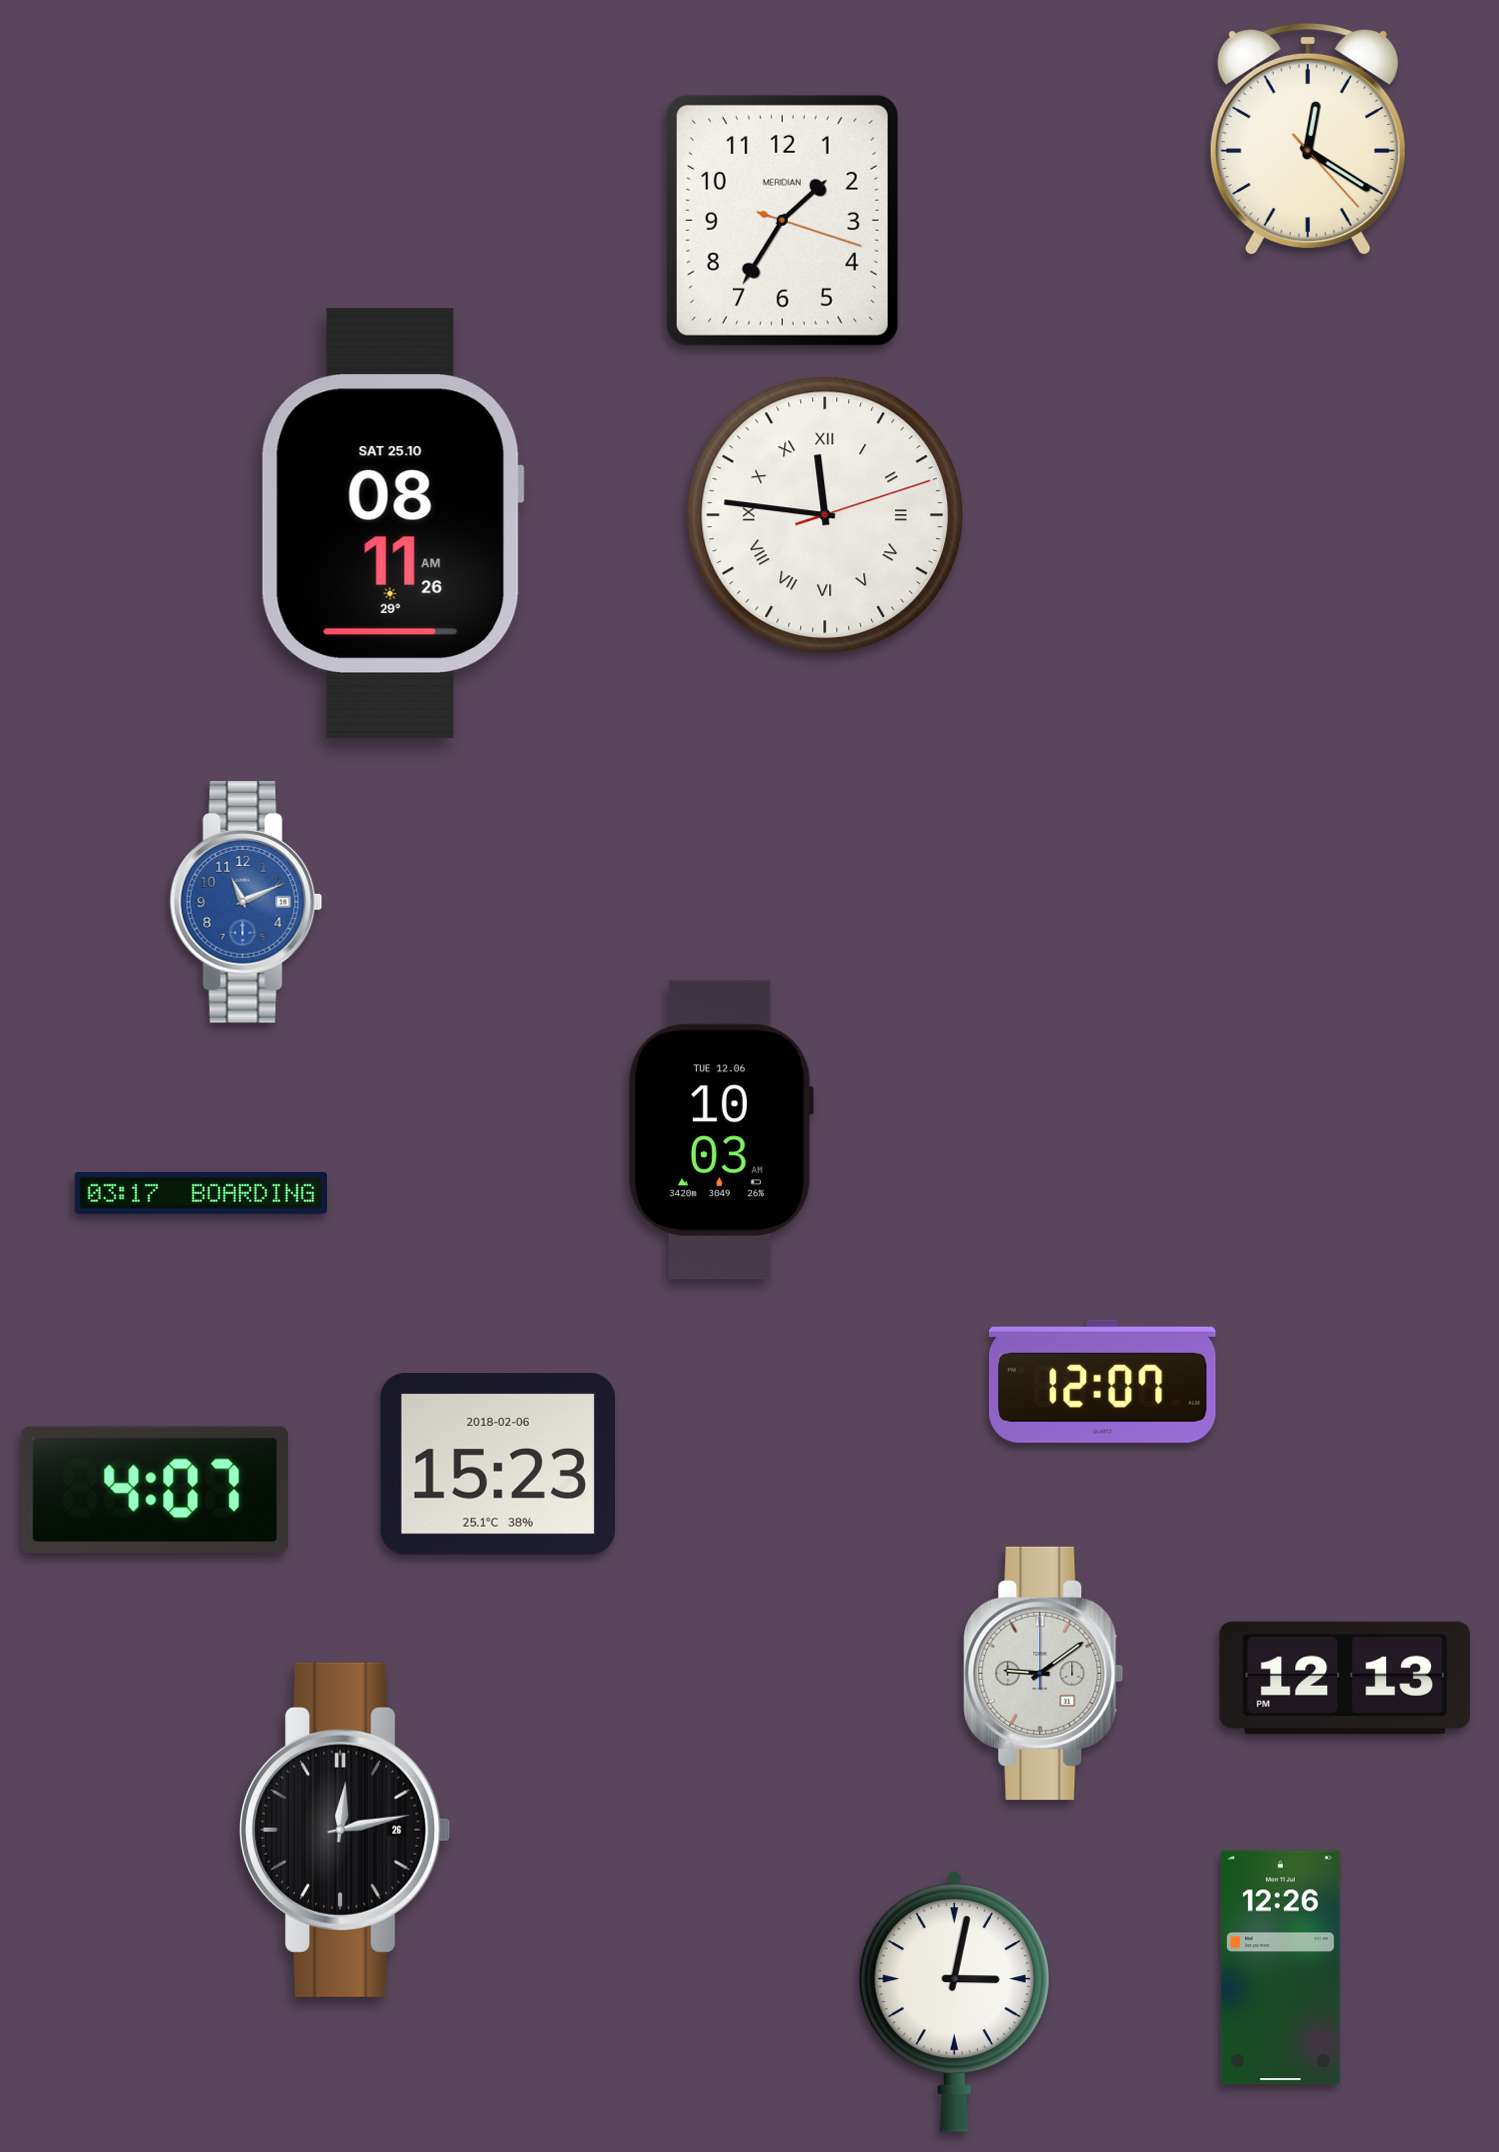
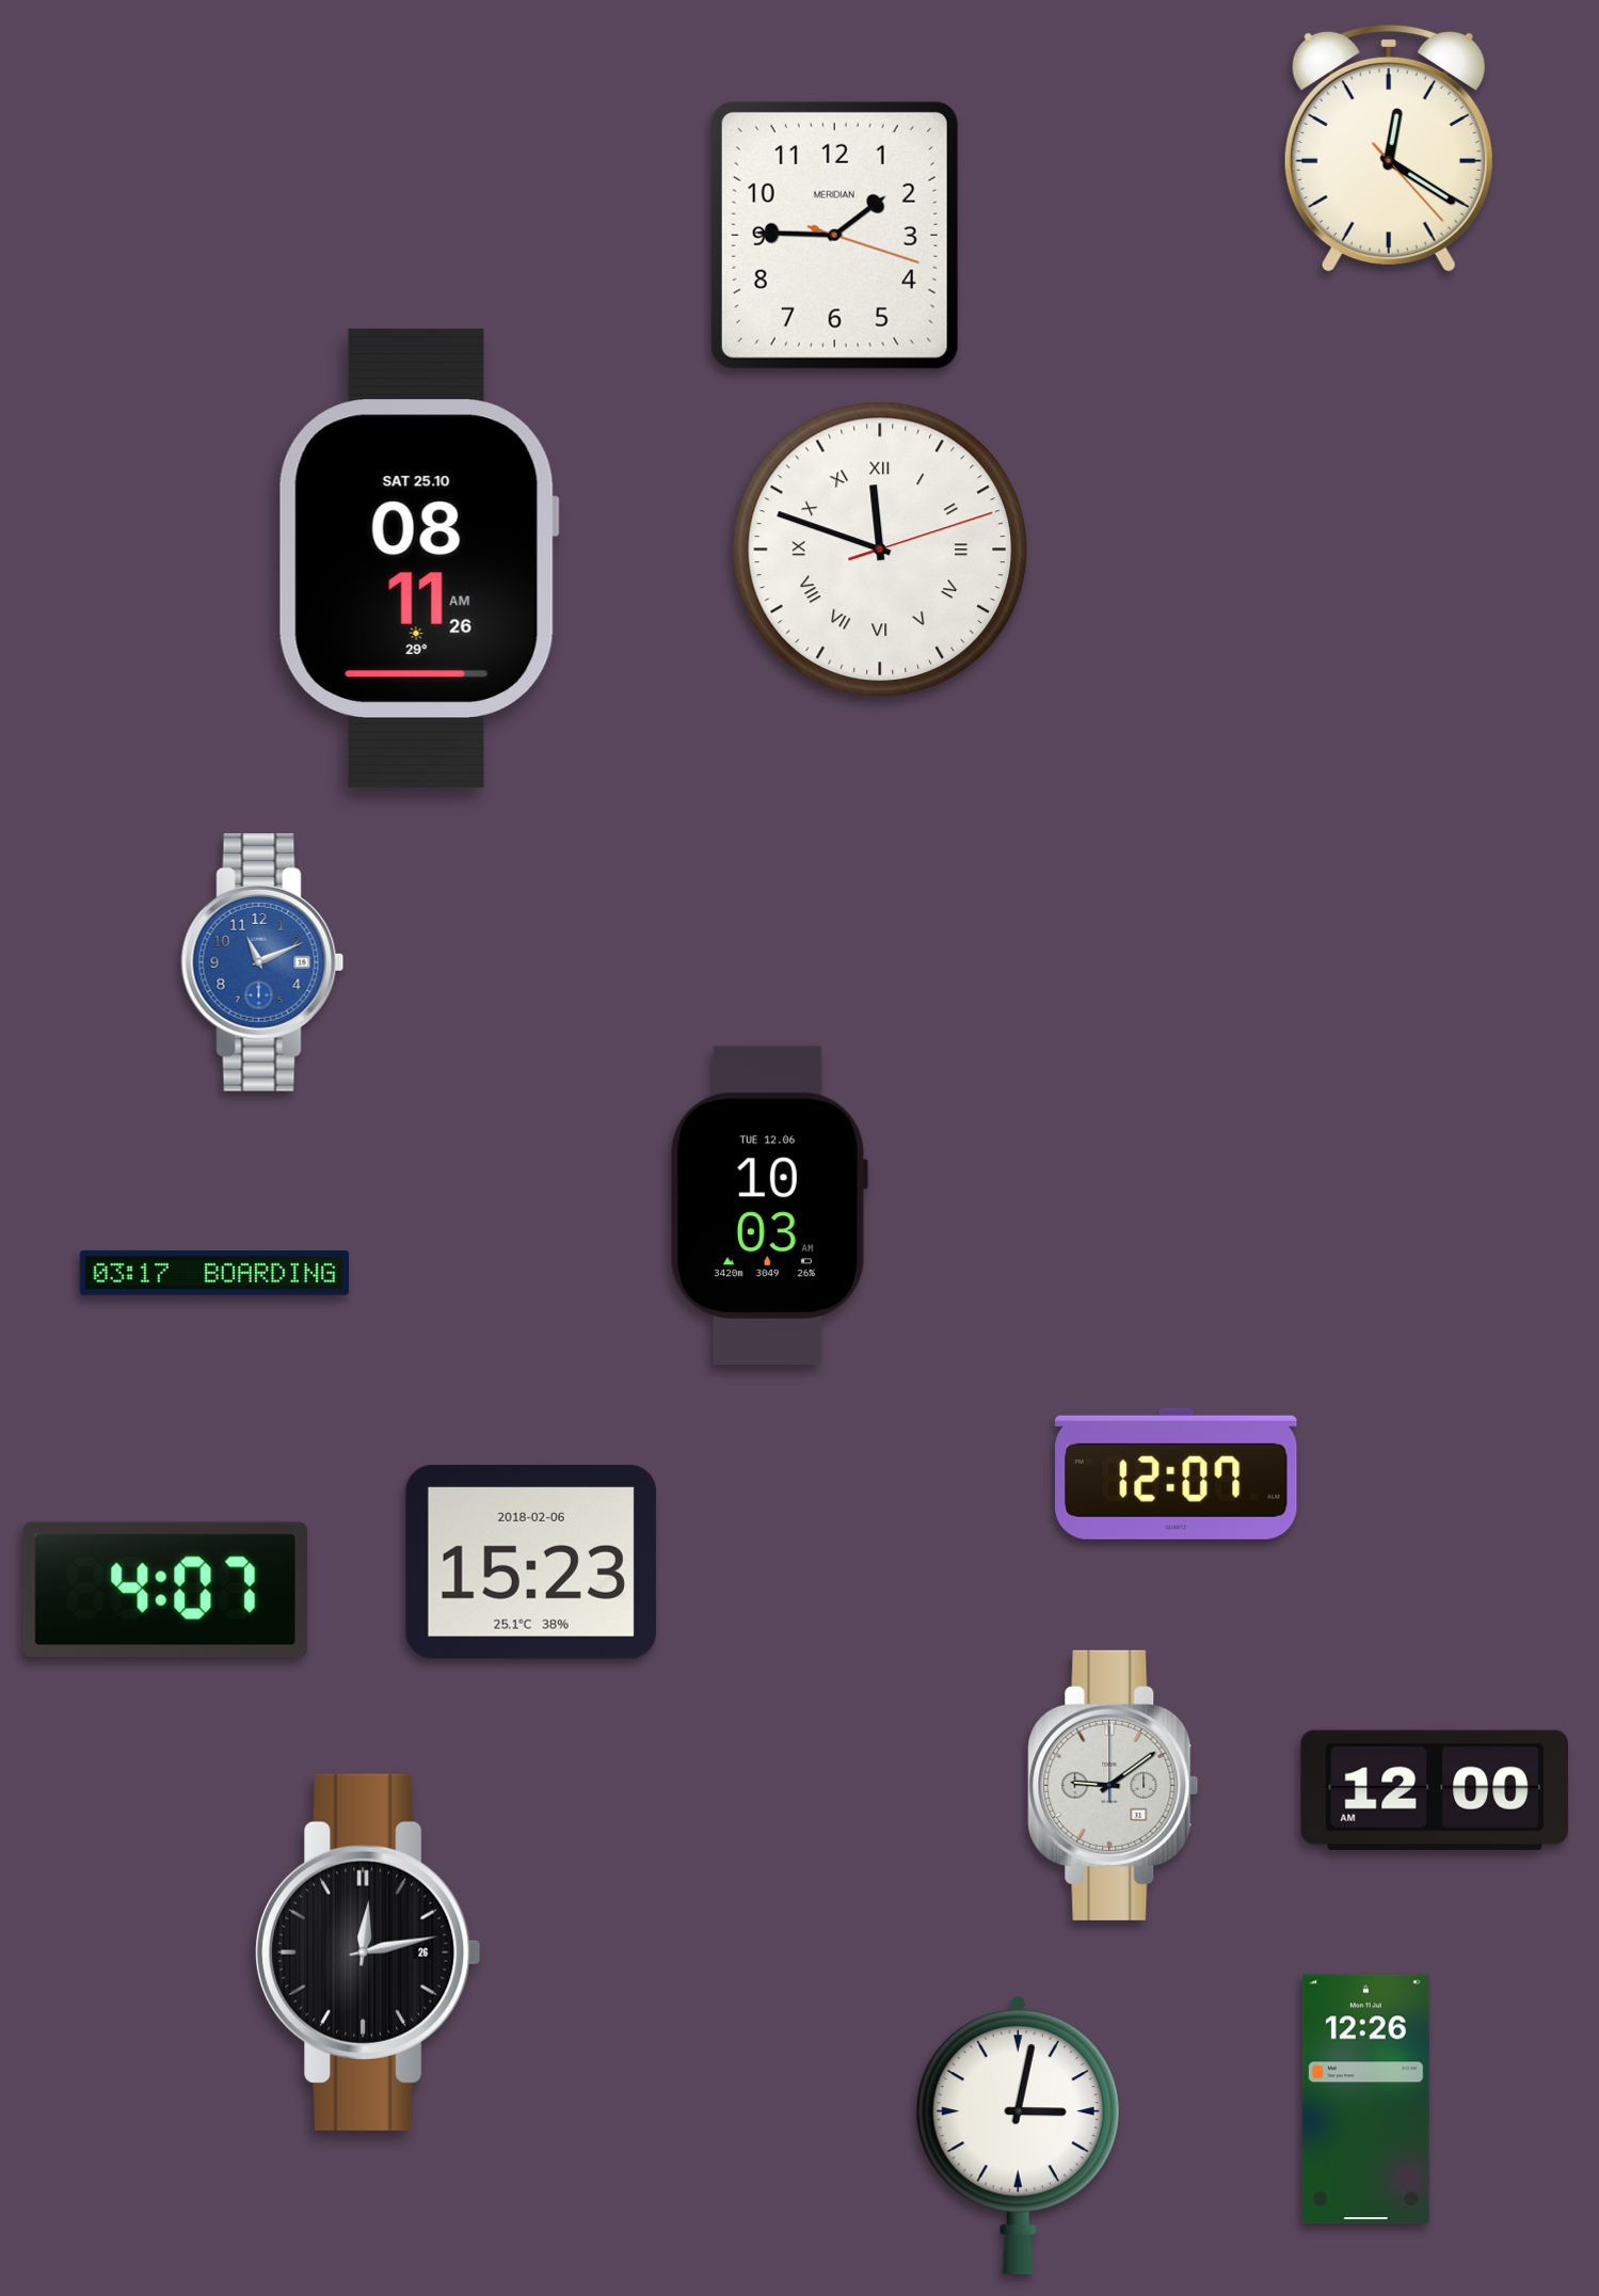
clock at (1308, 138) position: (1308, 138) -> (1389, 147)
clock at (782, 220): 1:35 -> 1:45
clock at (825, 515): 11:46 -> 11:48
clock at (1345, 1678): 12:13 -> 12:00
